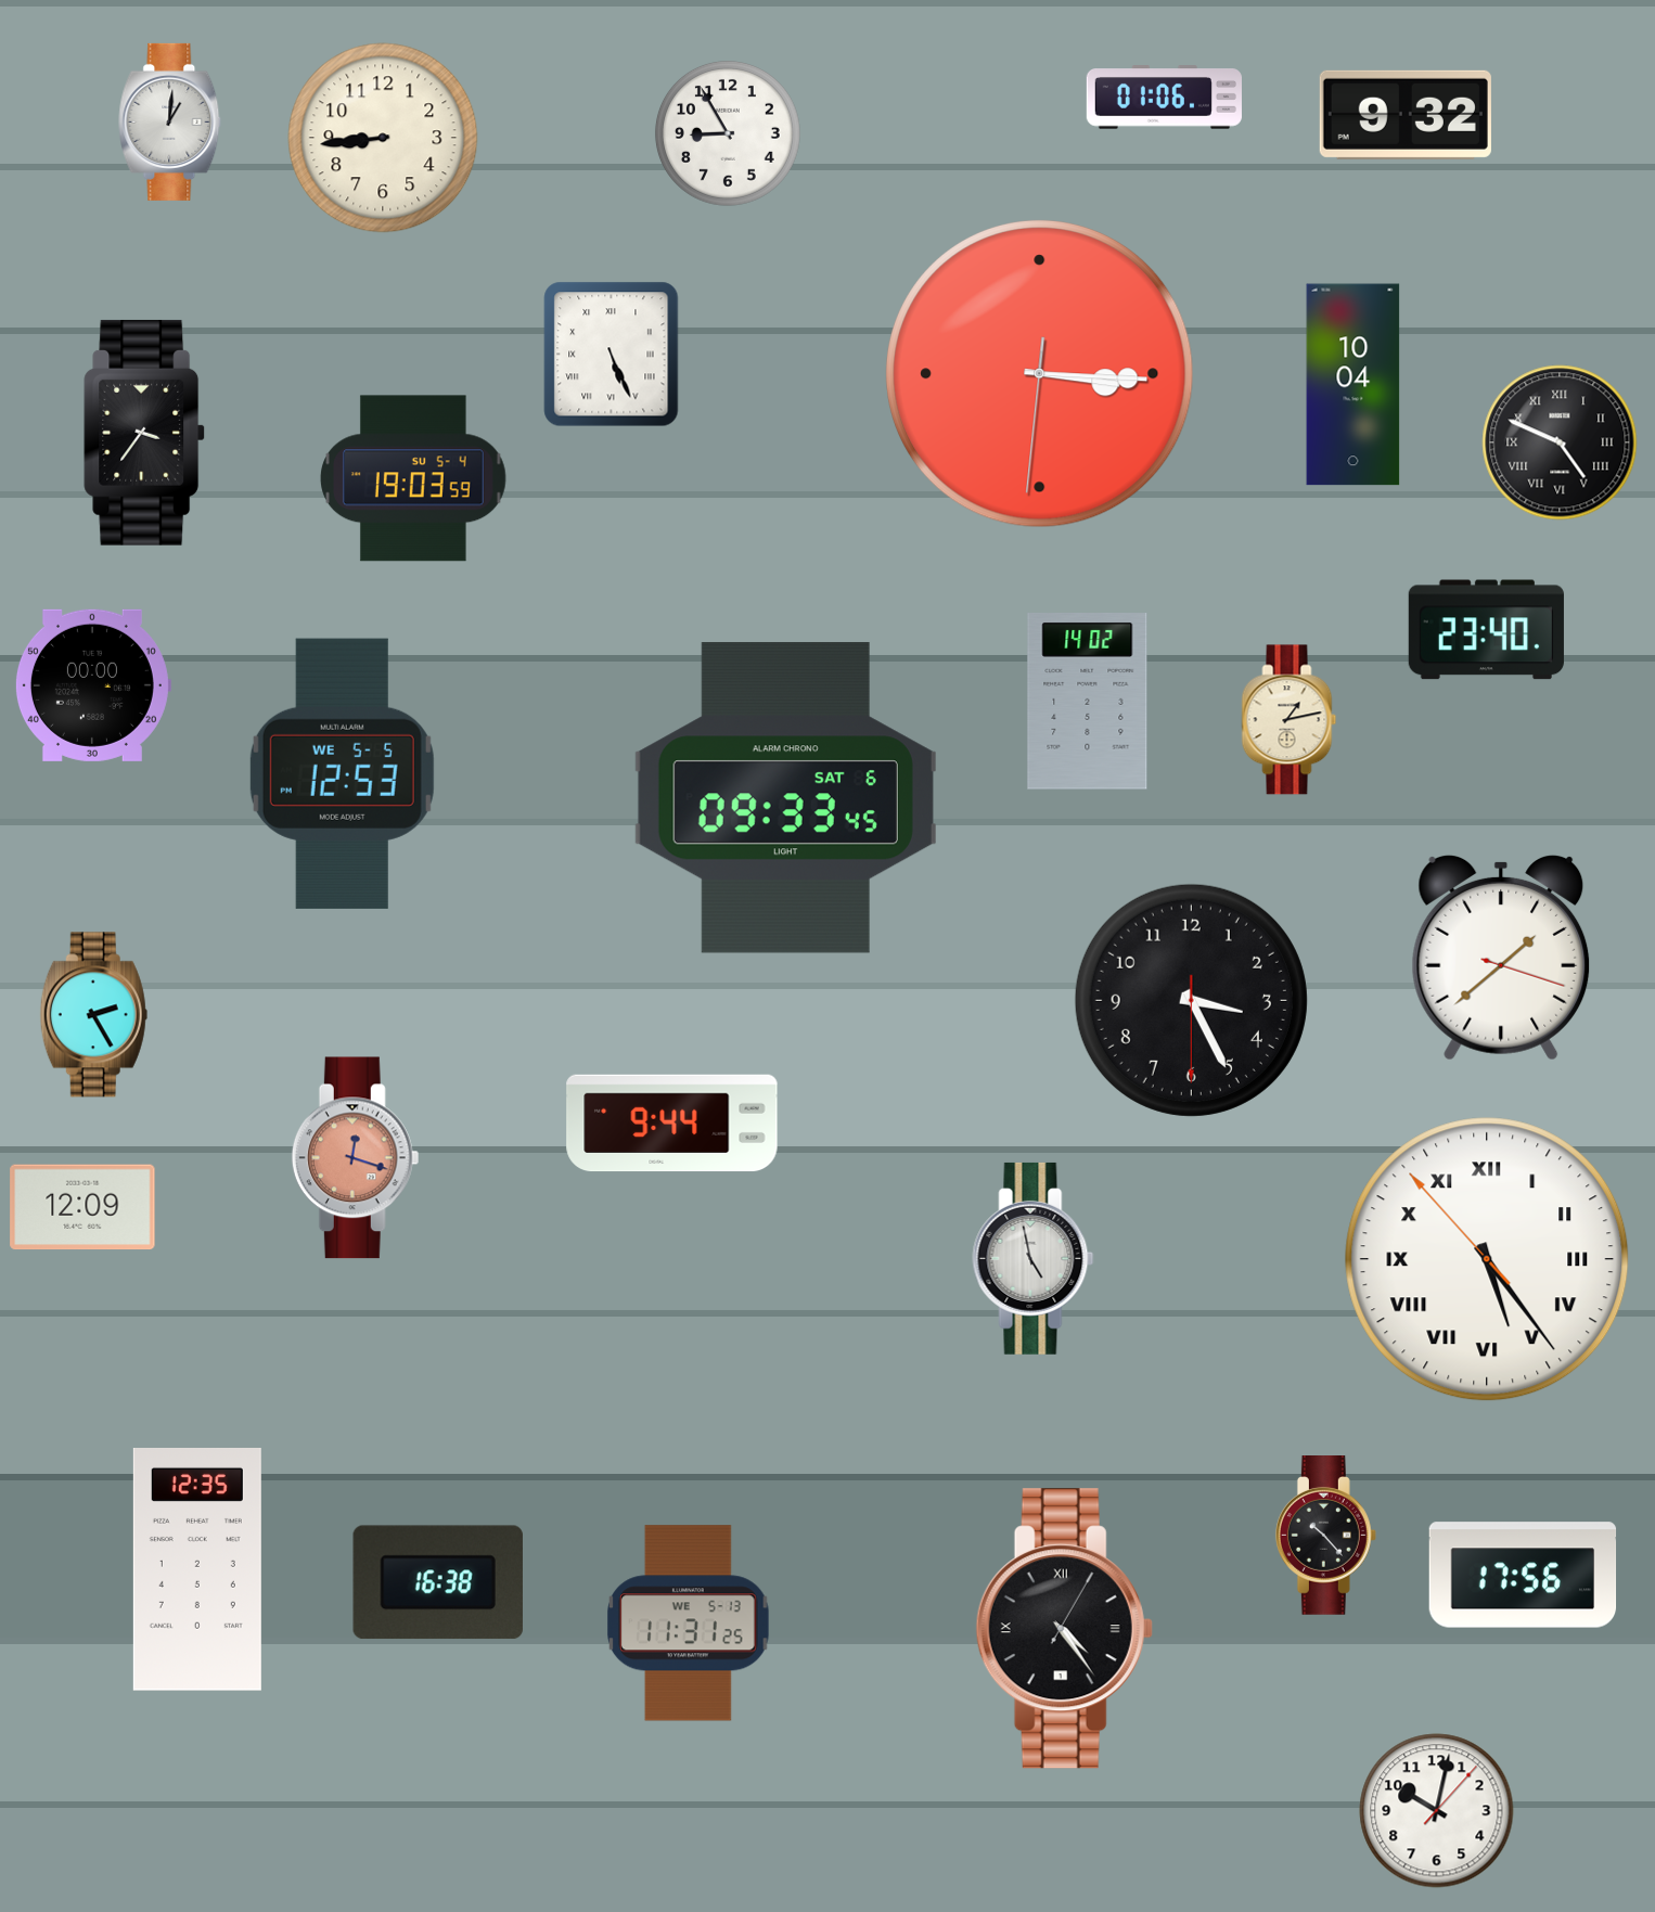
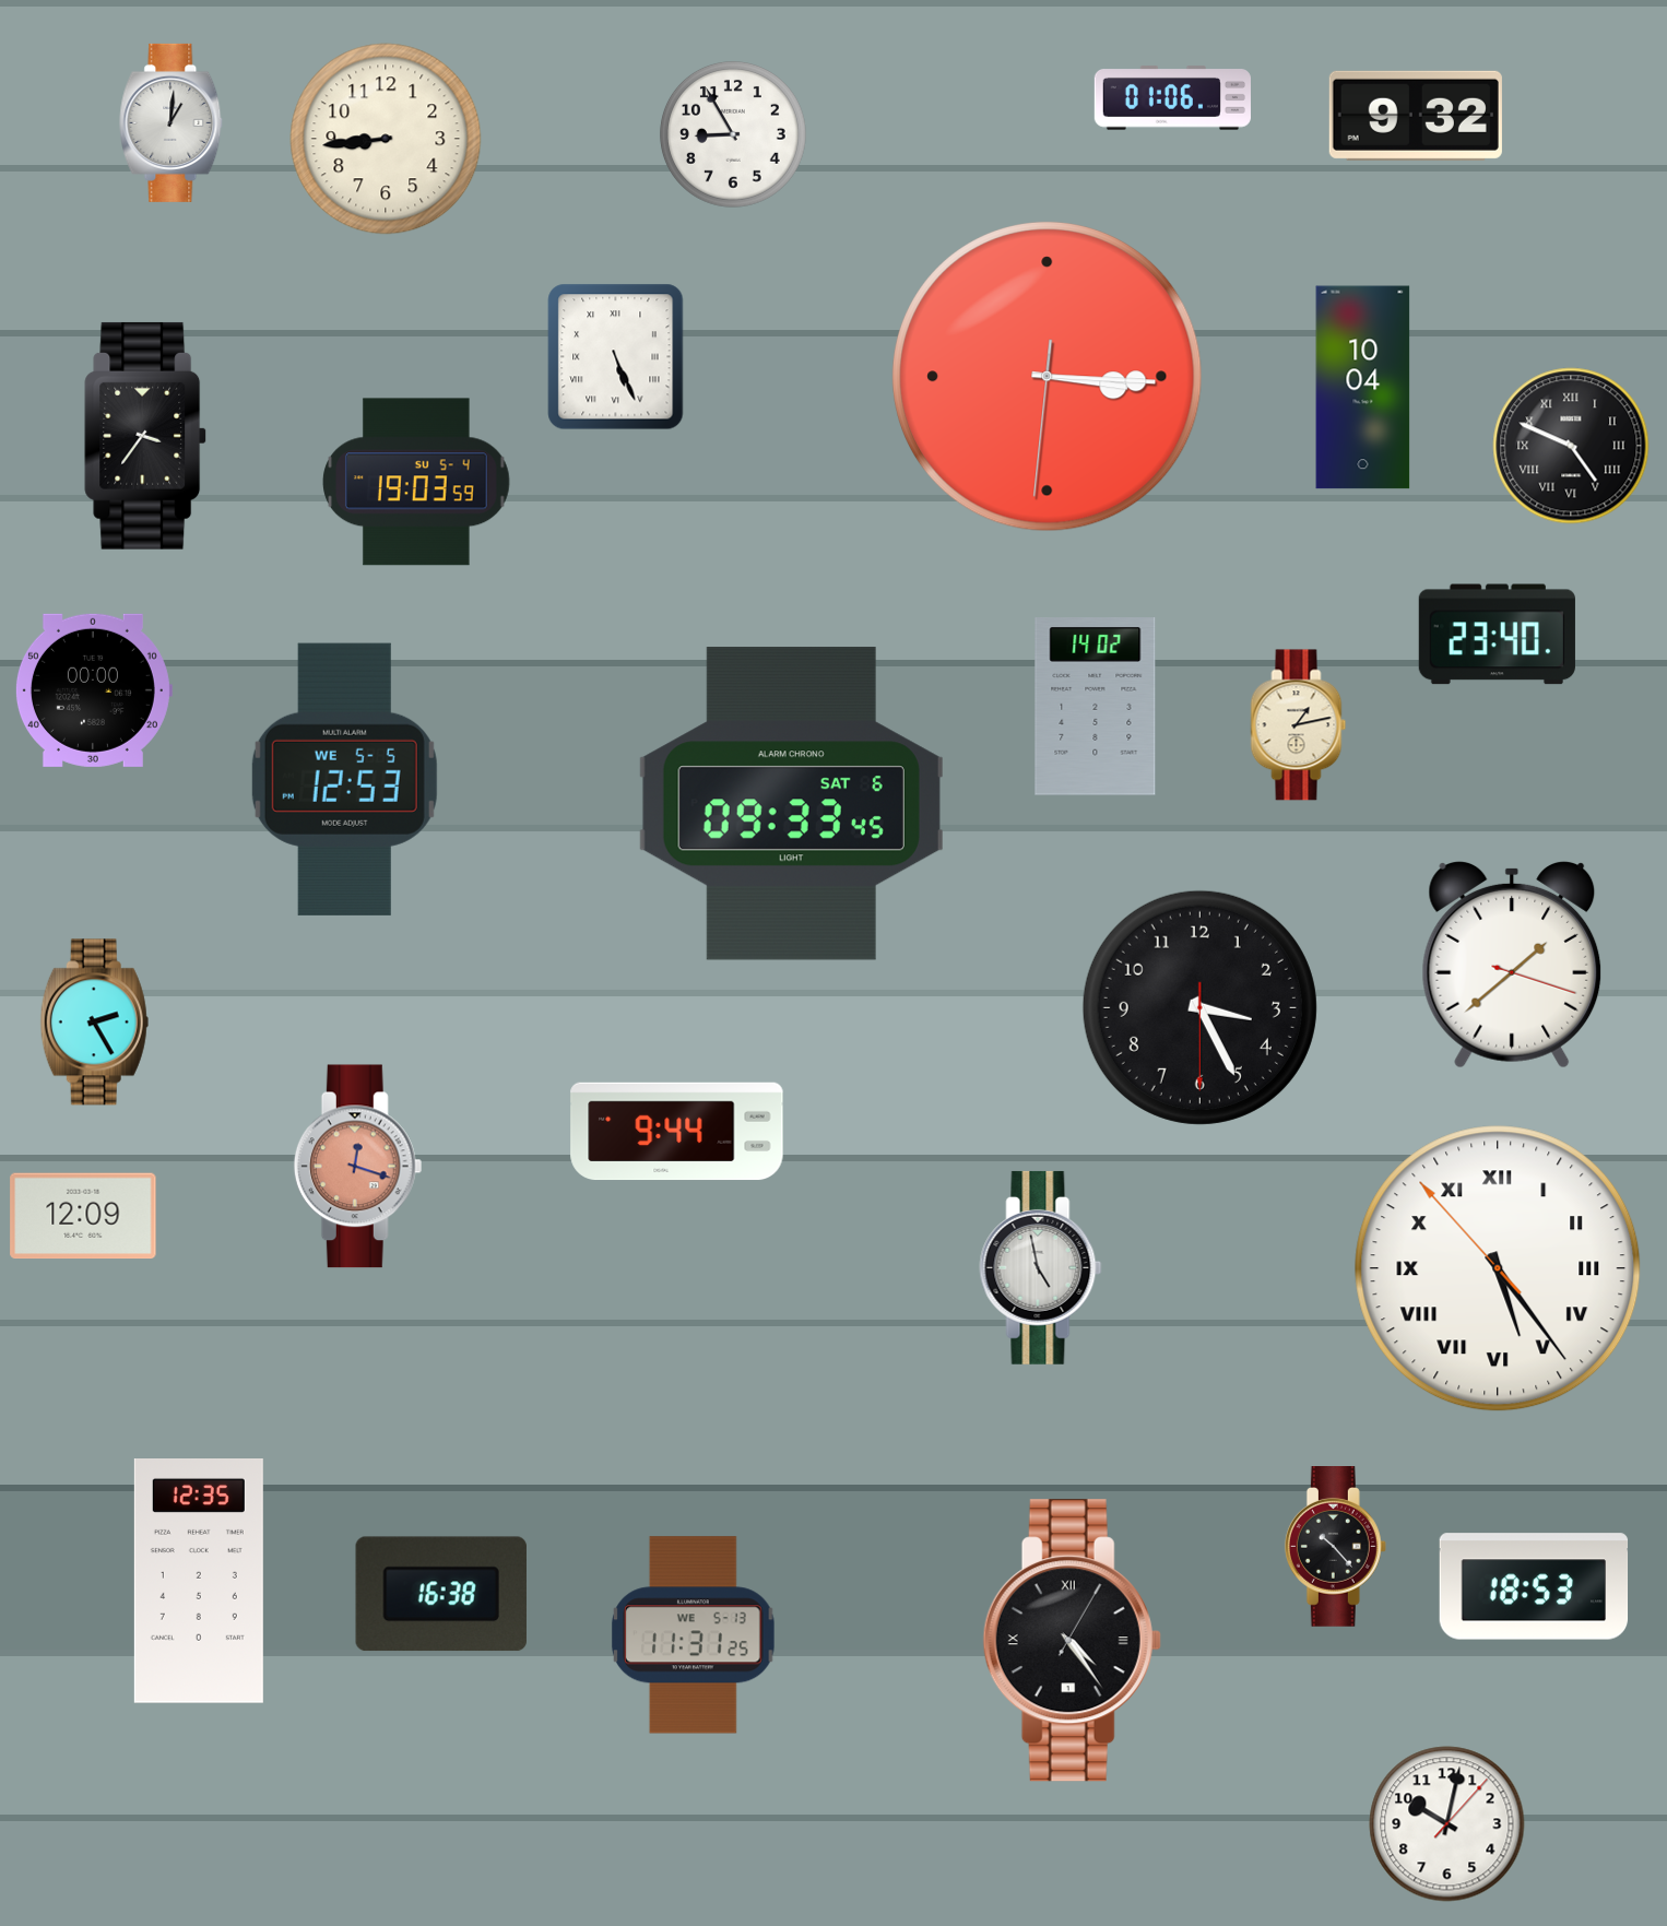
clock at (1523, 1575): 17:56 -> 18:53
